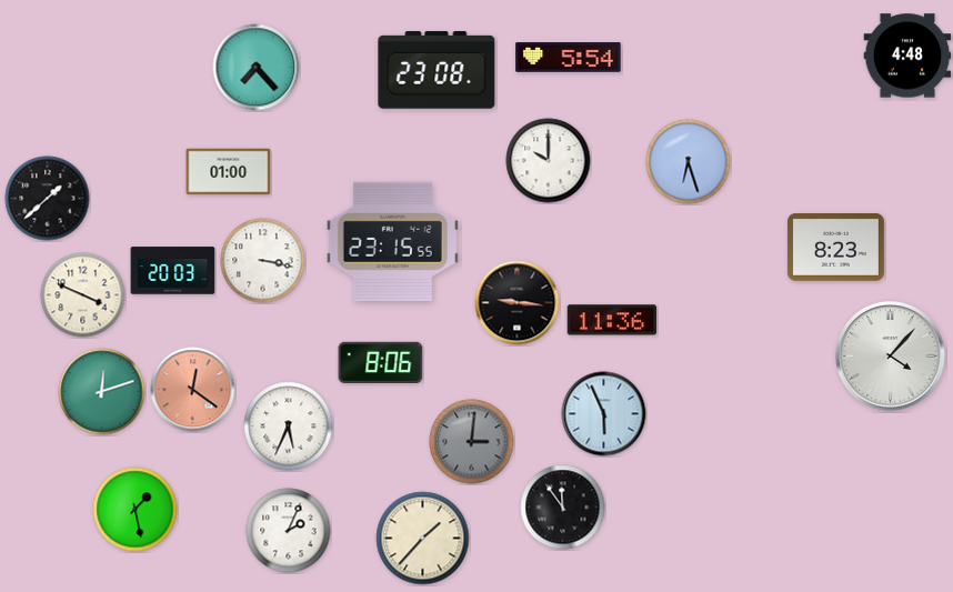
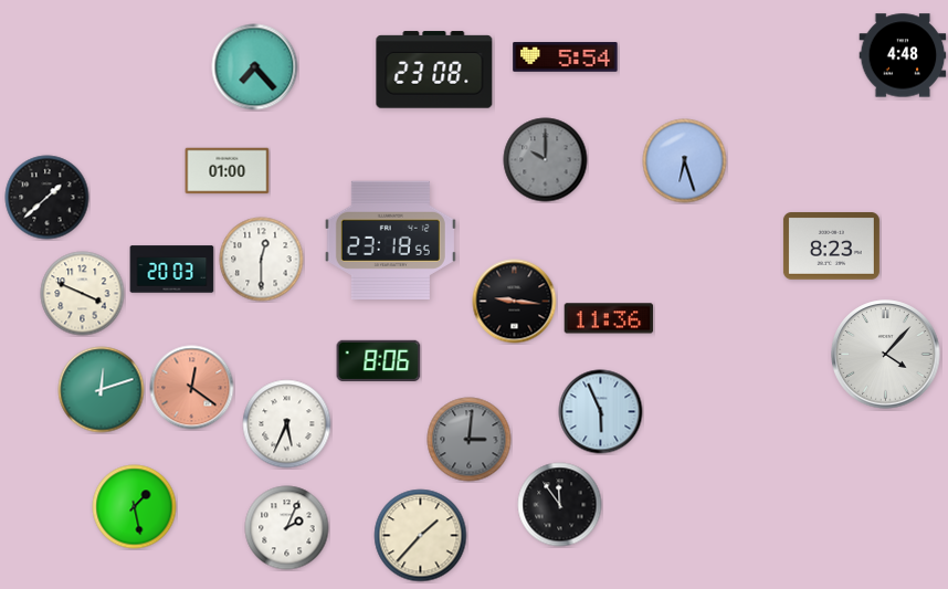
clock at (549, 161) dial: white -> grey
clock at (392, 241): 23:15 -> 23:18
clock at (263, 261): 3:17 -> 12:30
